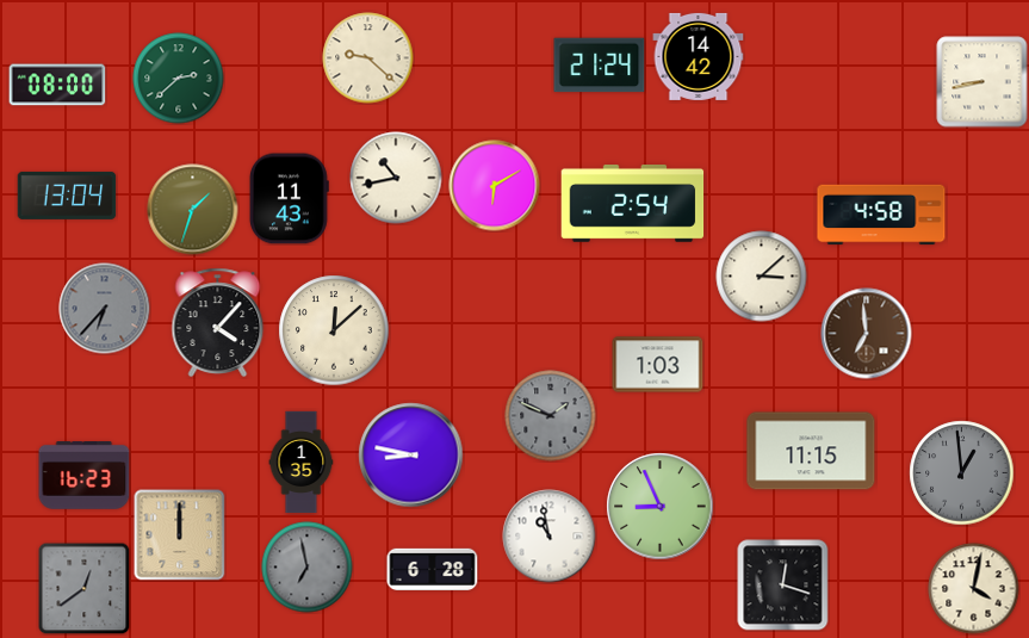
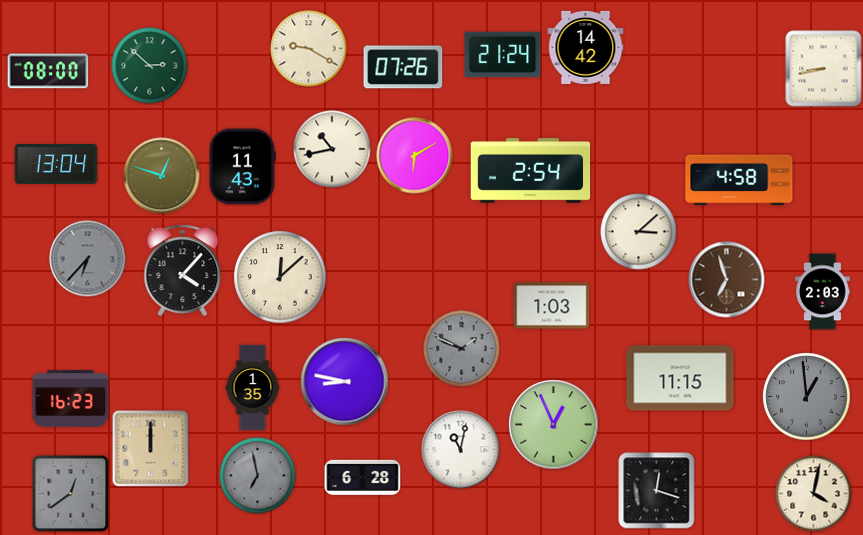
clock at (368, 58): 9:22 -> 9:20
clock at (179, 79): 2:38 -> 2:52
clock at (403, 67): none -> 07:26
clock at (193, 210): 1:33 -> 12:48
clock at (867, 334): 6:59 -> 6:57
clock at (823, 292): none -> 2:03
clock at (661, 507): 8:56 -> 12:56
clock at (550, 537): 10:58 -> 11:02
clock at (974, 589) position: (974, 589) -> (814, 494)
